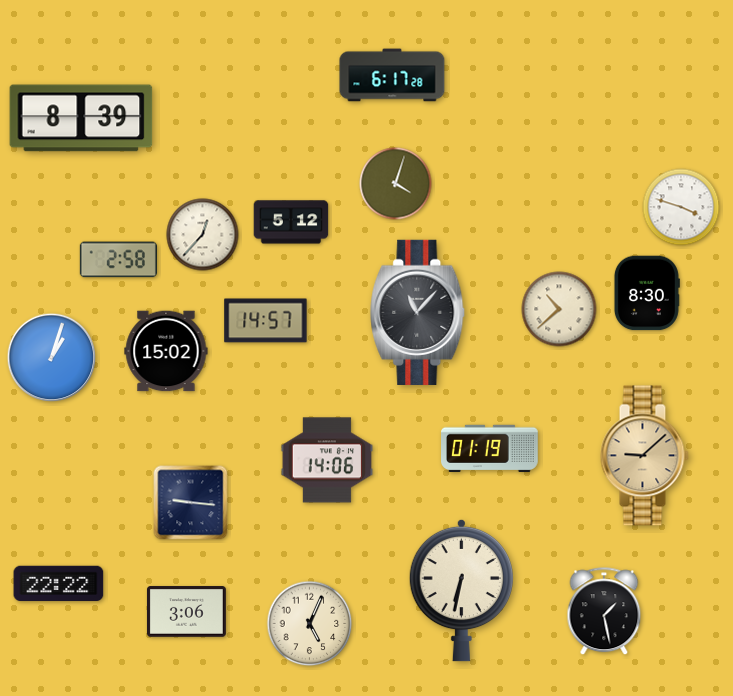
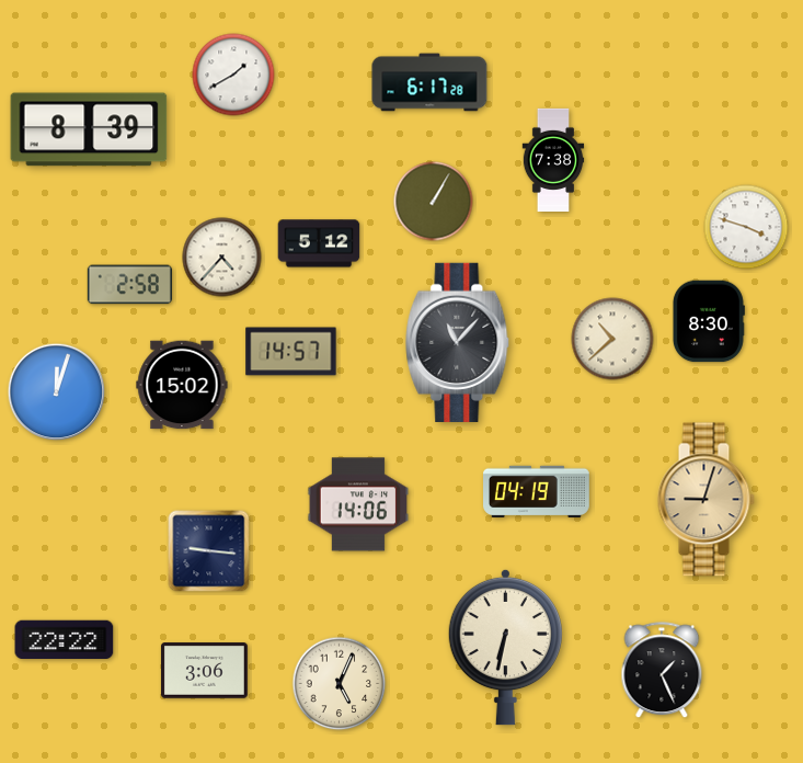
clock at (233, 75): none -> 1:40
clock at (553, 159): none -> 7:38
clock at (396, 184): 4:03 -> 1:05
clock at (203, 235): 12:37 -> 4:37
clock at (52, 358): 1:03 -> 12:03
clock at (490, 449): 01:19 -> 04:19
clock at (644, 456): 9:08 -> 9:03
clock at (604, 612): 1:28 -> 1:26
